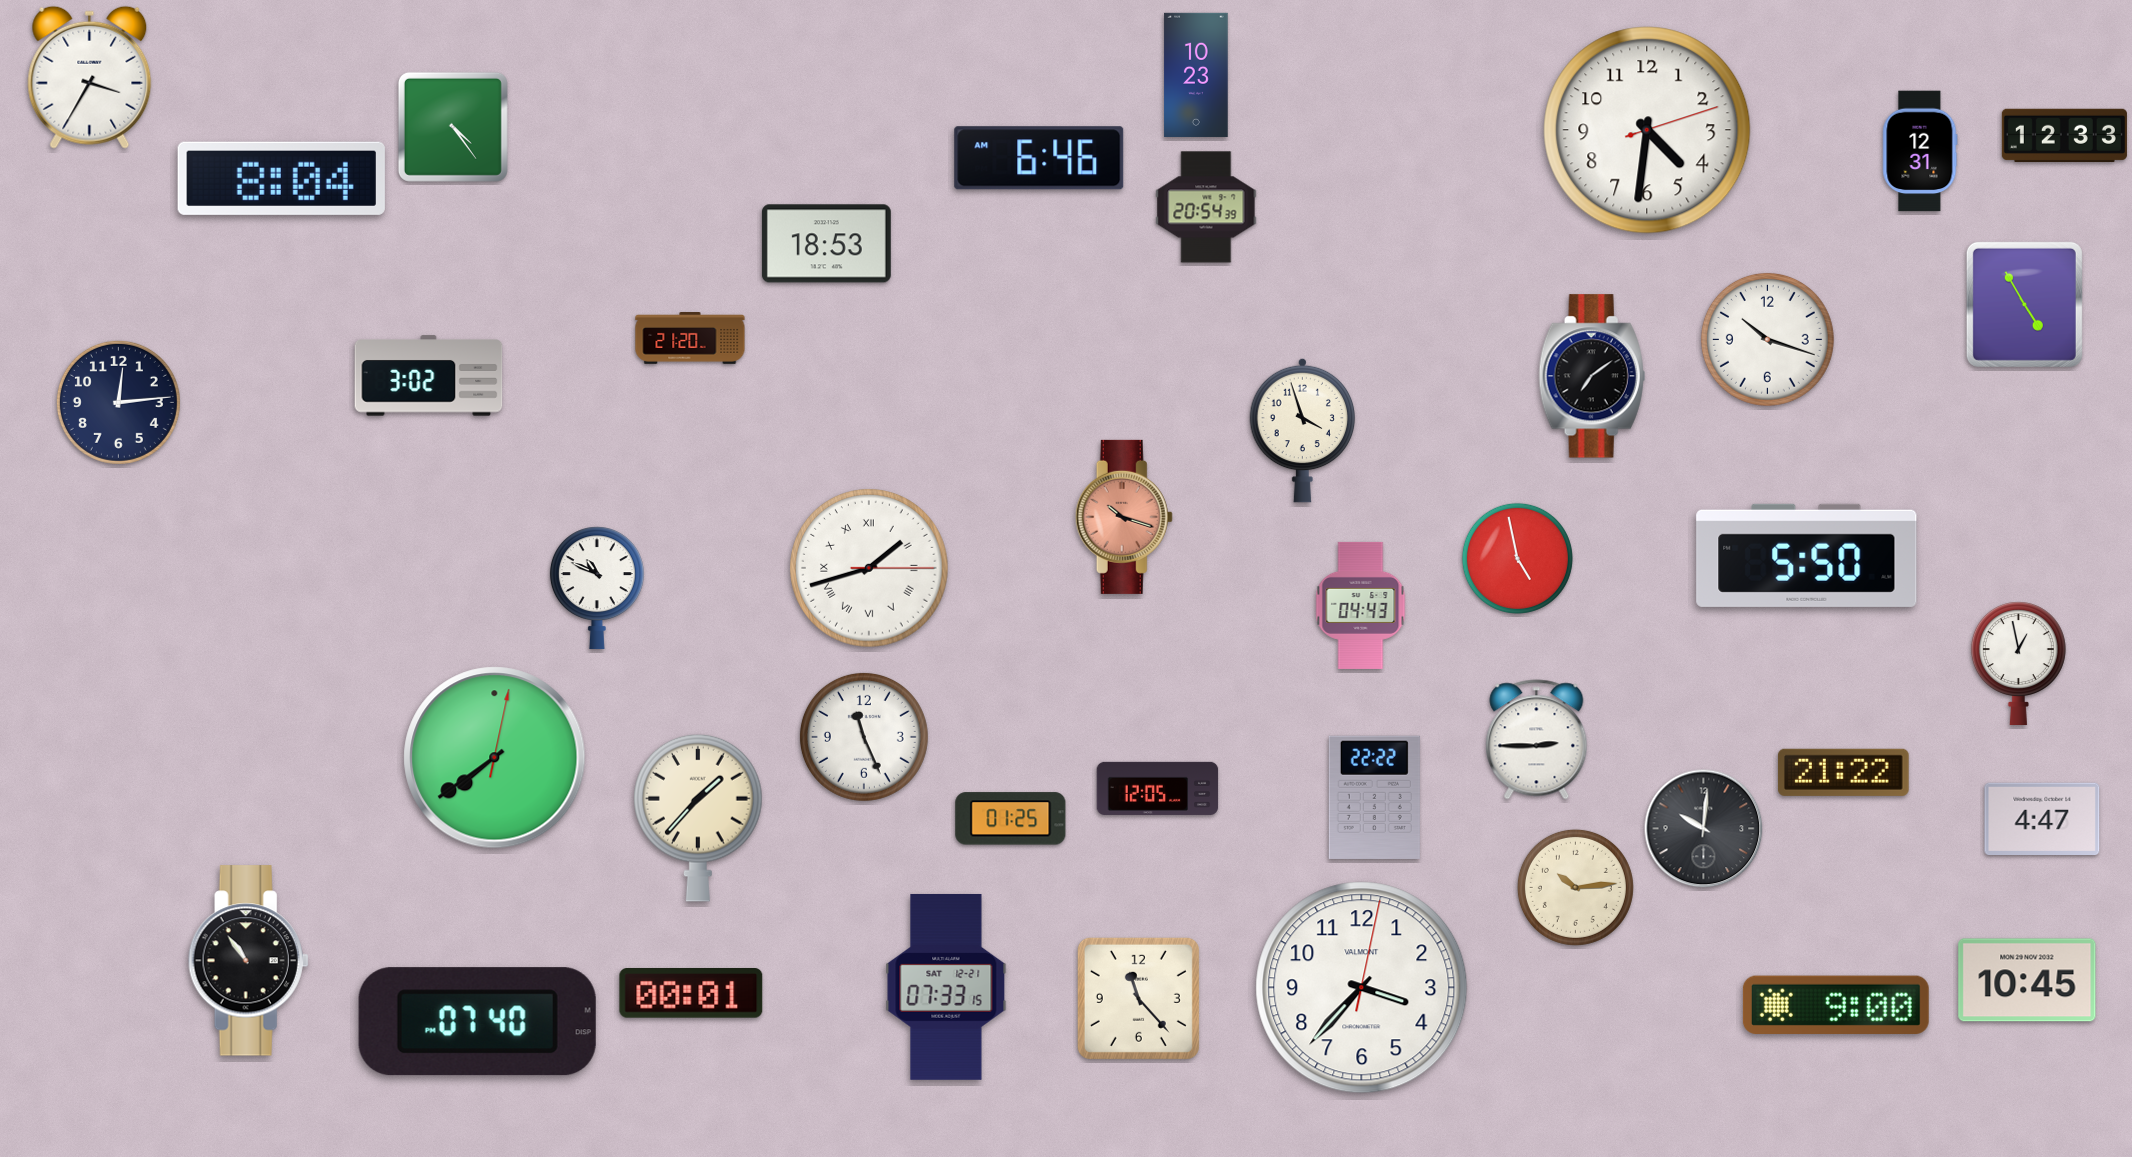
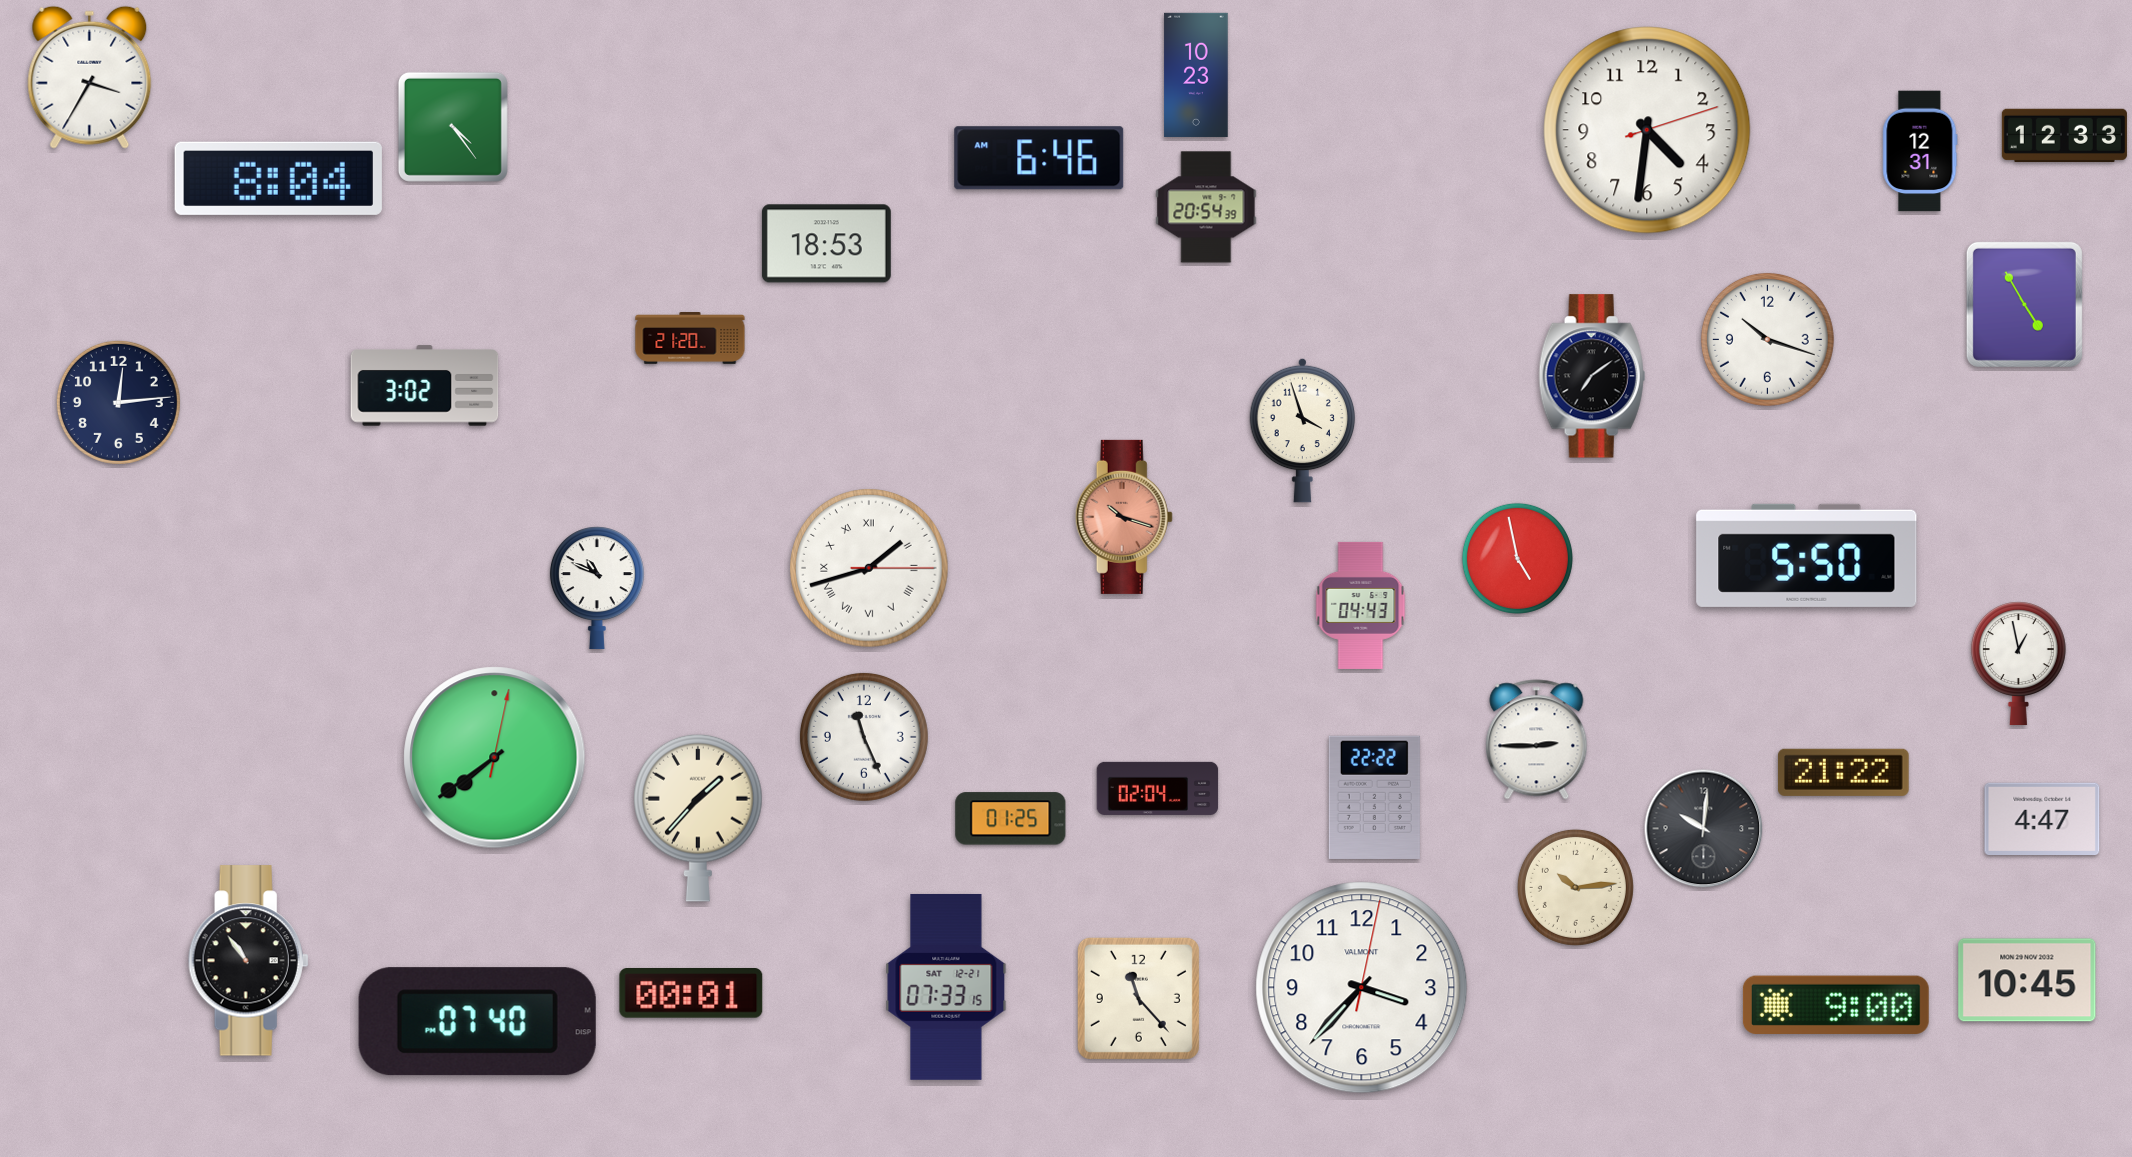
clock at (281, 178) position: (281, 178) -> (278, 178)
clock at (429, 376) position: (429, 376) -> (425, 386)
clock at (1158, 788): 12:05 -> 02:04
